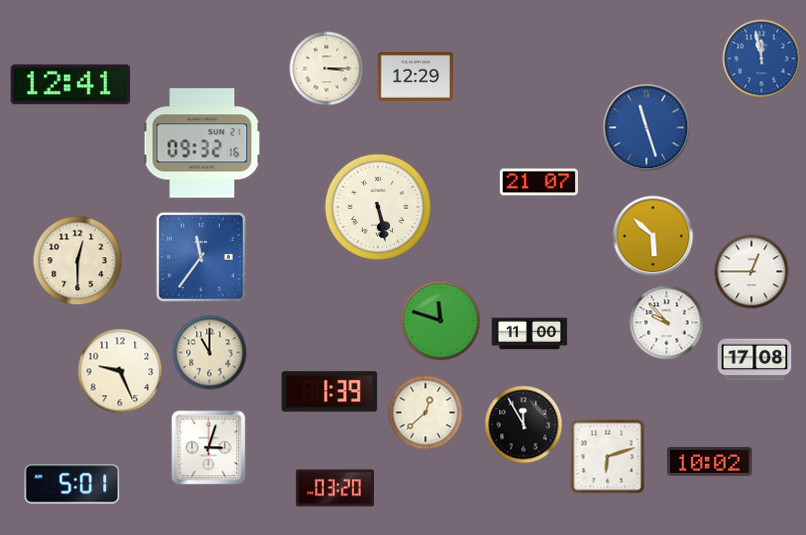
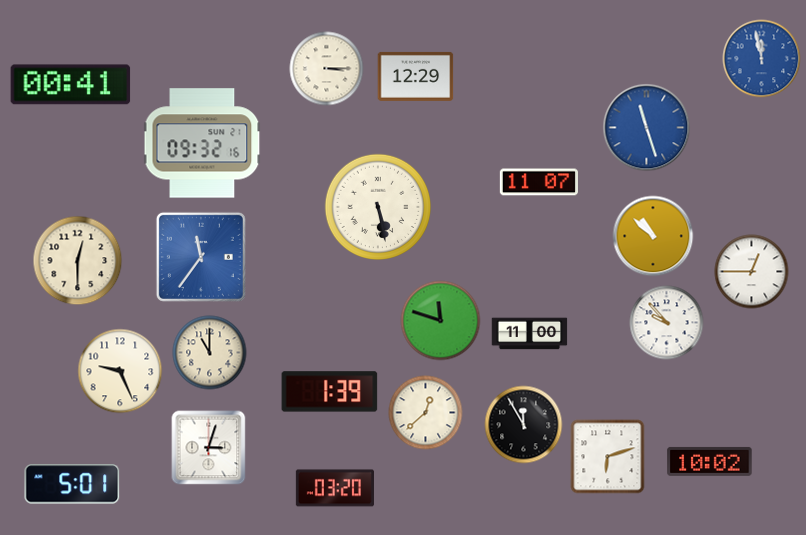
clock at (71, 85): 12:41 -> 00:41
clock at (539, 182): 21:07 -> 11:07
clock at (653, 236): 5:52 -> 10:52
clock at (755, 360): 17:08 -> none
